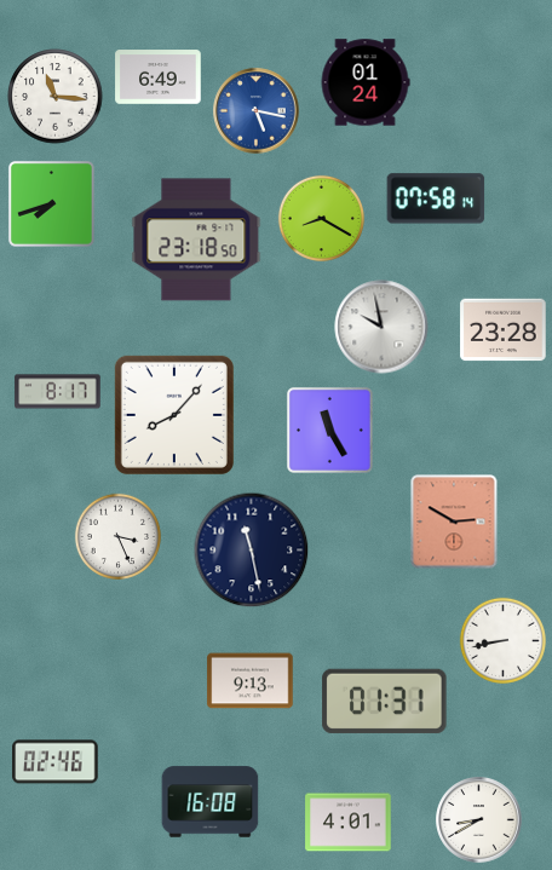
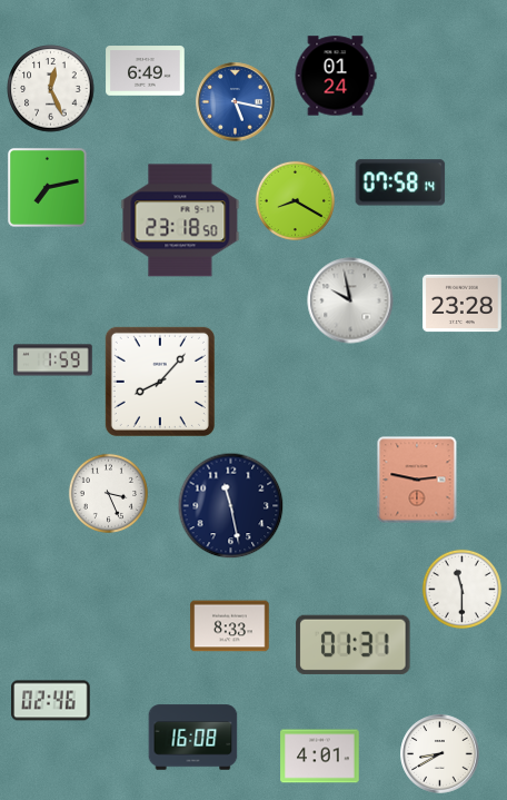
clock at (56, 97): 11:16 -> 12:26
clock at (52, 204): 7:42 -> 7:13
clock at (58, 392): 8:17 -> 1:59
clock at (330, 431): 11:25 -> none
clock at (454, 522): 2:50 -> 2:47
clock at (502, 640): 8:43 -> 11:30
clock at (251, 681): 9:13 -> 8:33
